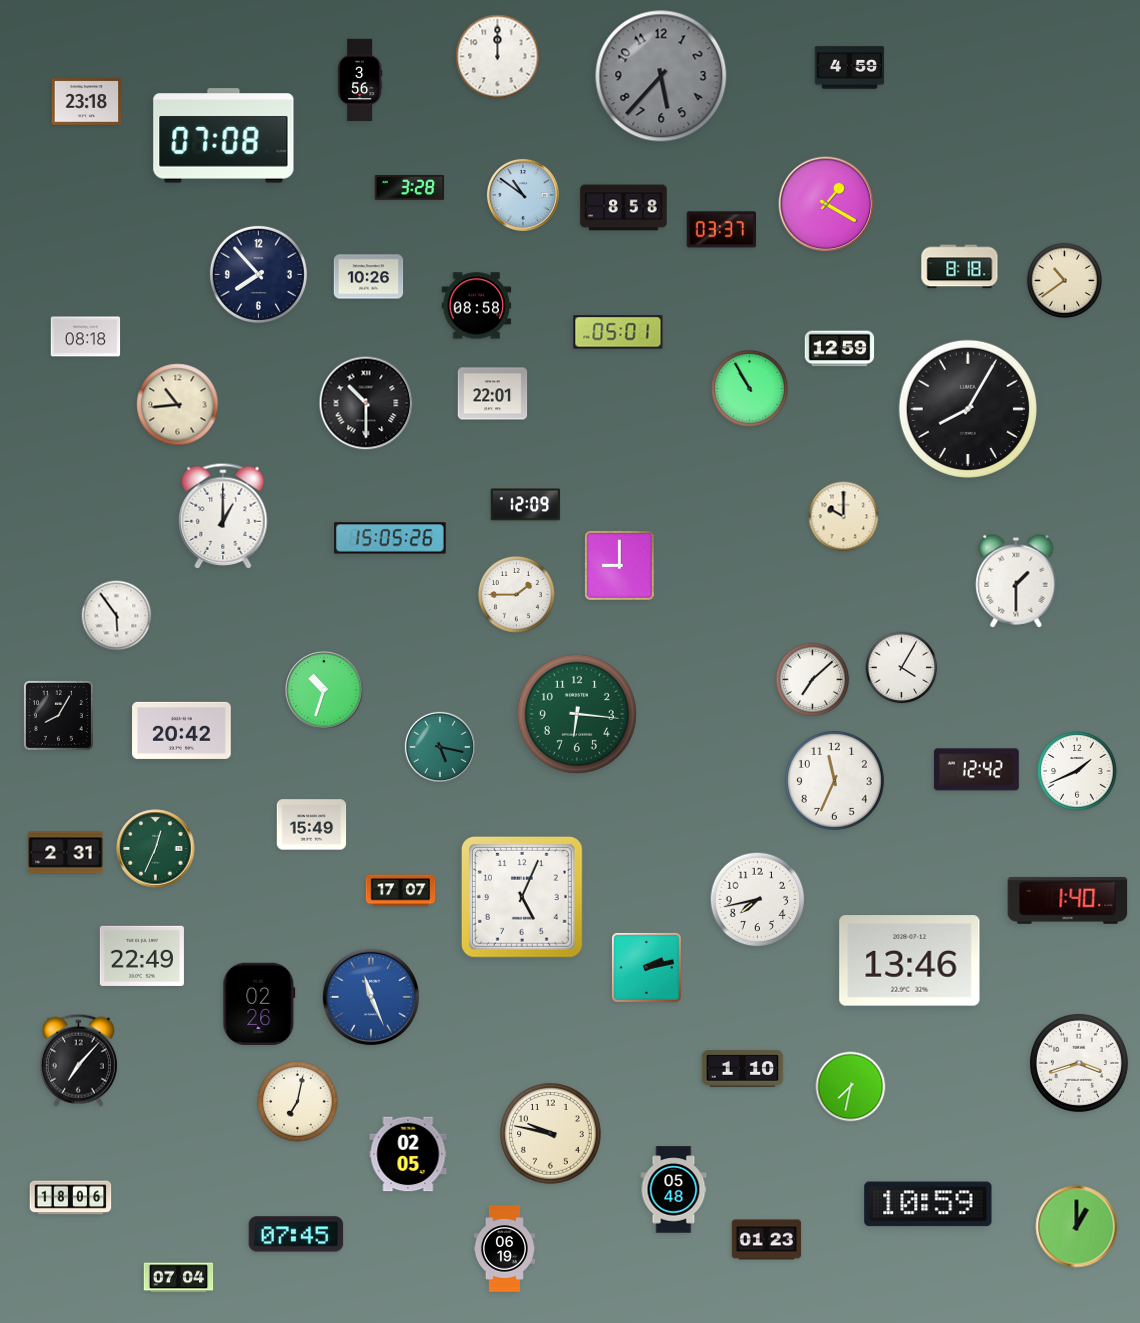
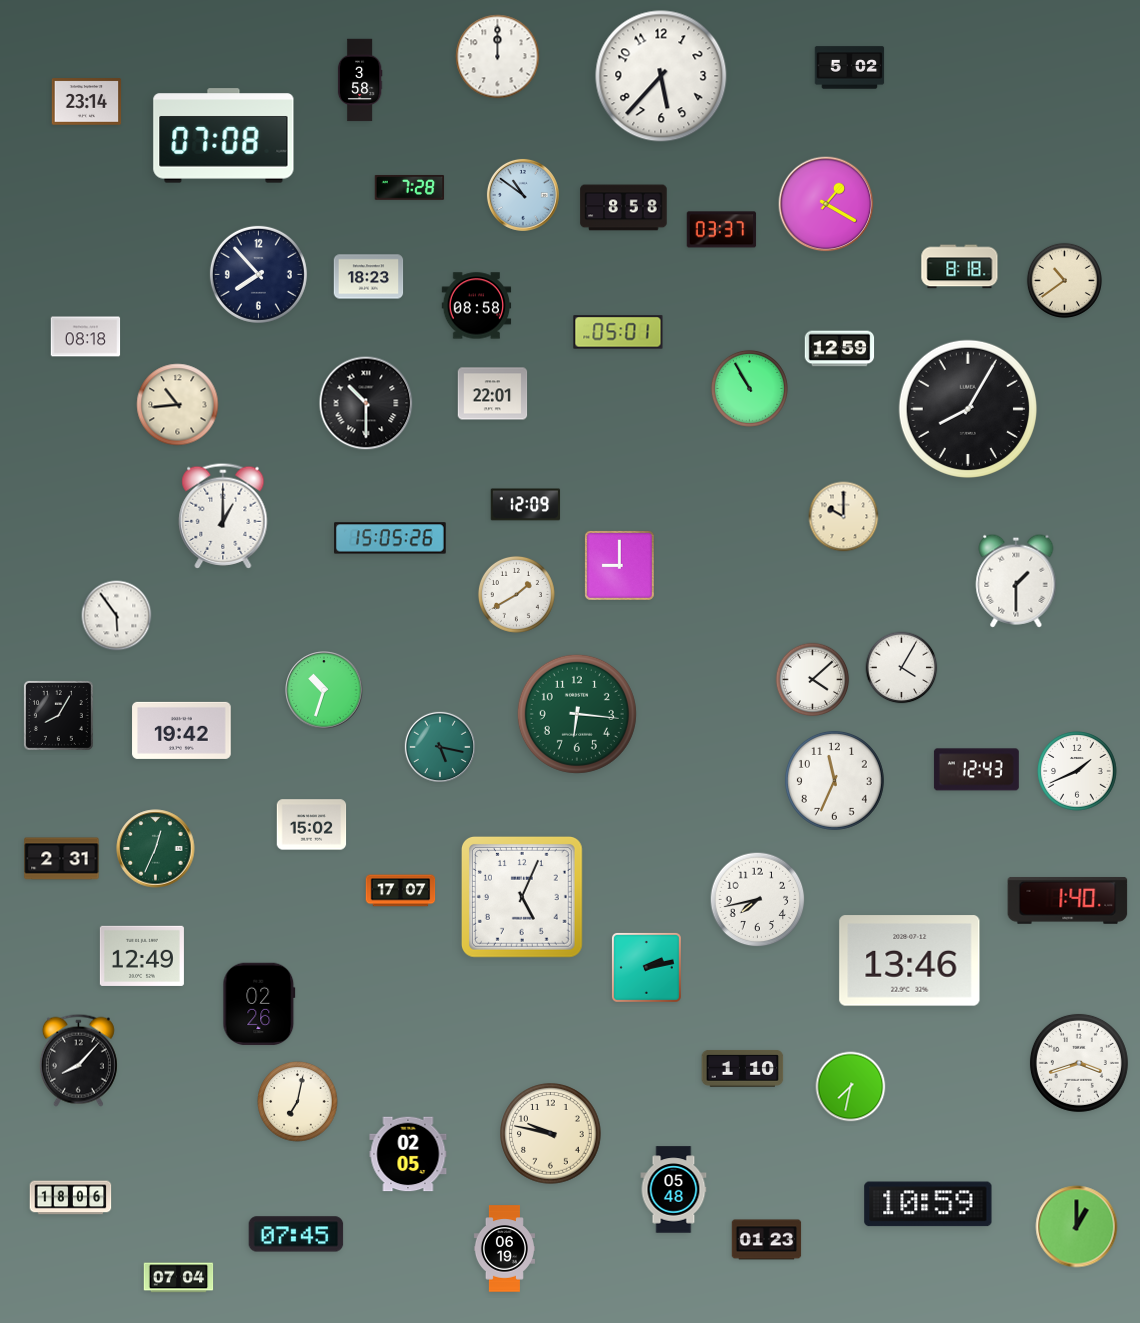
clock at (850, 68): 4:59 -> 5:02
clock at (661, 76) dial: grey -> white
clock at (360, 80): 3:56 -> 3:58
clock at (87, 102): 23:18 -> 23:14
clock at (410, 188): 3:28 -> 7:28
clock at (369, 277): 10:26 -> 18:23
clock at (516, 594): 1:45 -> 1:40
clock at (813, 680): 7:08 -> 4:08
clock at (182, 730): 20:42 -> 19:42
clock at (976, 770): 12:42 -> 12:43
clock at (312, 825): 15:49 -> 15:02
clock at (66, 853) position: (66, 853) -> (62, 859)
clock at (142, 956): 22:49 -> 12:49
clock at (371, 997): 11:26 -> none
clock at (78, 1060): 7:07 -> 8:07
